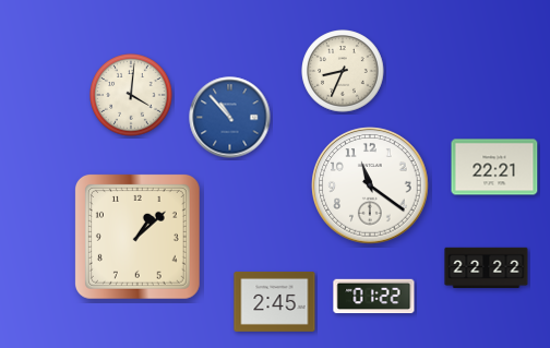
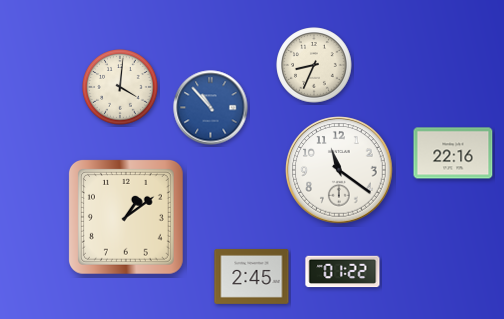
clock at (494, 167): 22:21 -> 22:16
clock at (137, 237): 1:08 -> 1:09
clock at (487, 268): 22:22 -> none
